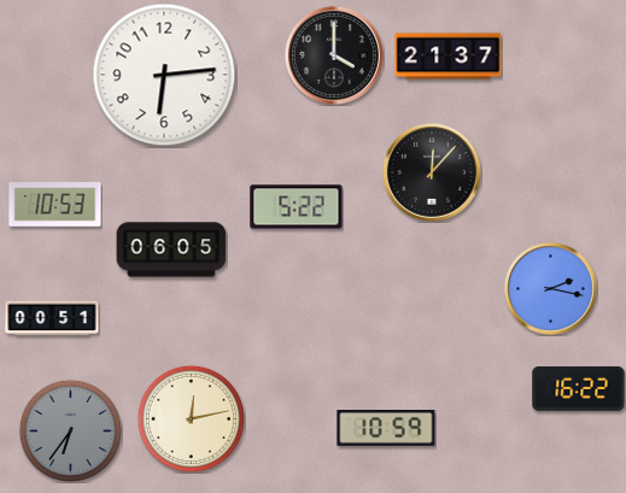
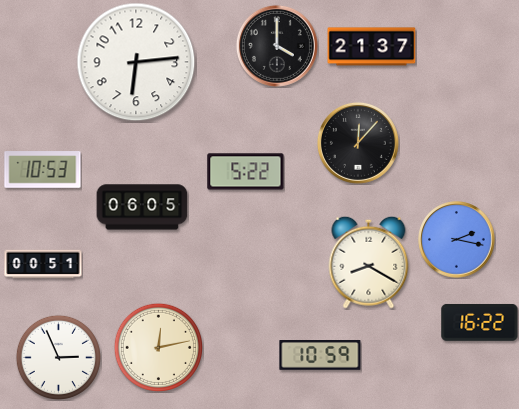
clock at (55, 205) position: (55, 205) -> (43, 170)
clock at (369, 262): none -> 8:20
clock at (70, 430): 6:36 -> 2:56
clock at (70, 430) dial: grey -> white
